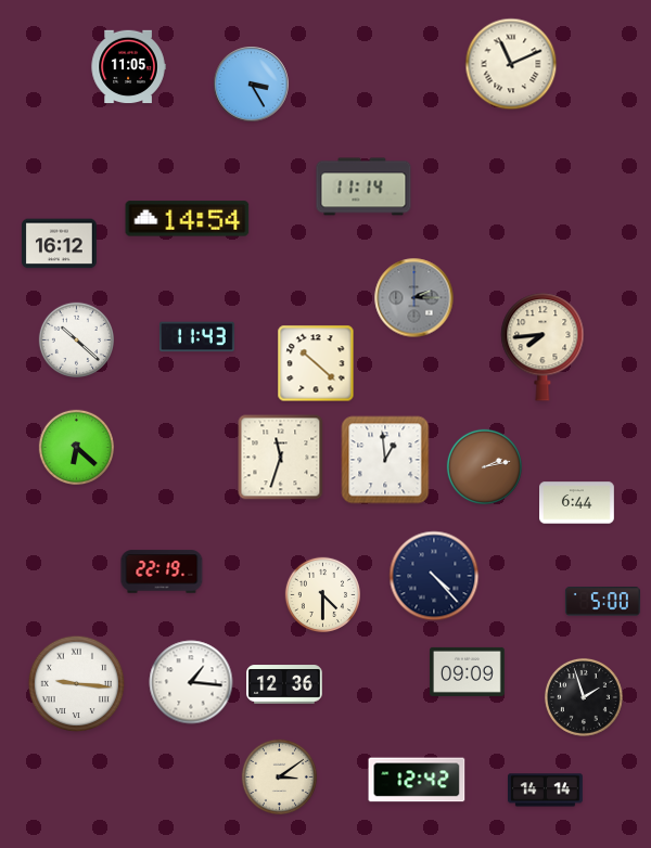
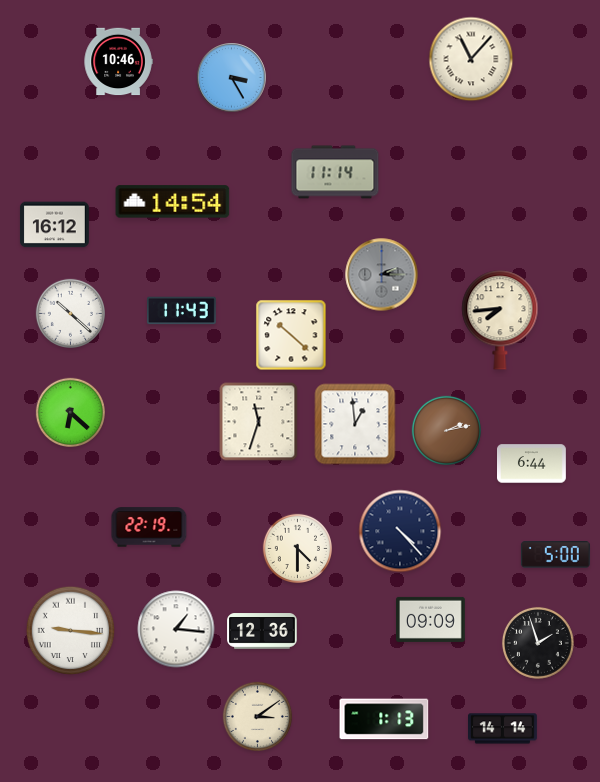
clock at (511, 64): 11:11 -> 11:07
clock at (128, 67): 11:05 -> 10:46
clock at (417, 780): 12:42 -> 1:13
